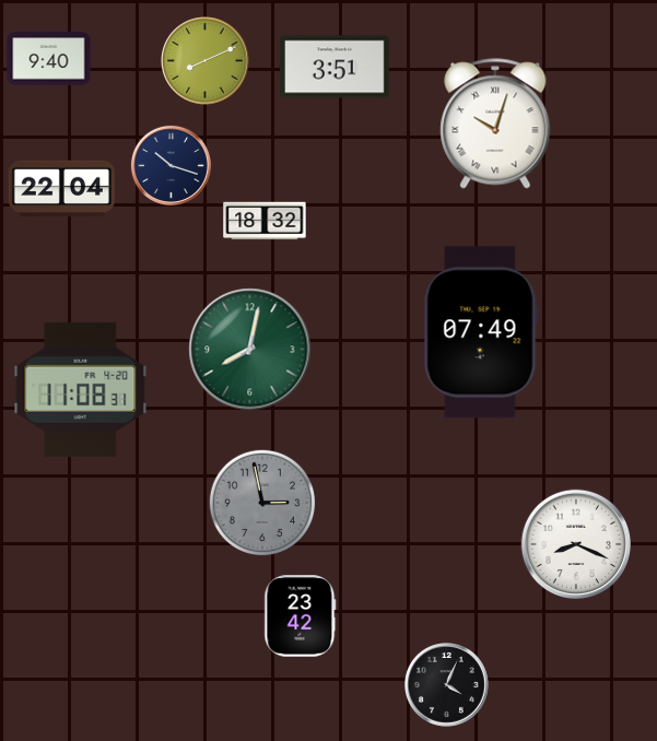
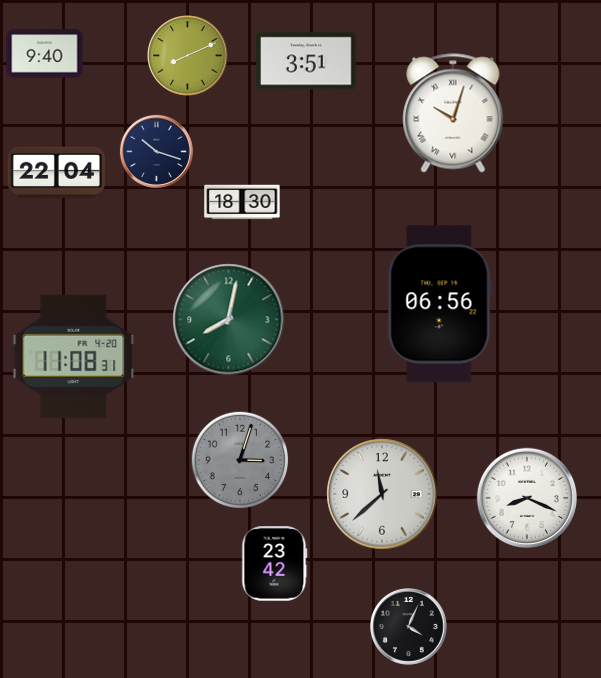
clock at (265, 221): 18:32 -> 18:30
clock at (481, 332): 07:49 -> 06:56
clock at (262, 503): 2:58 -> 3:03
clock at (382, 494): none -> 11:38
